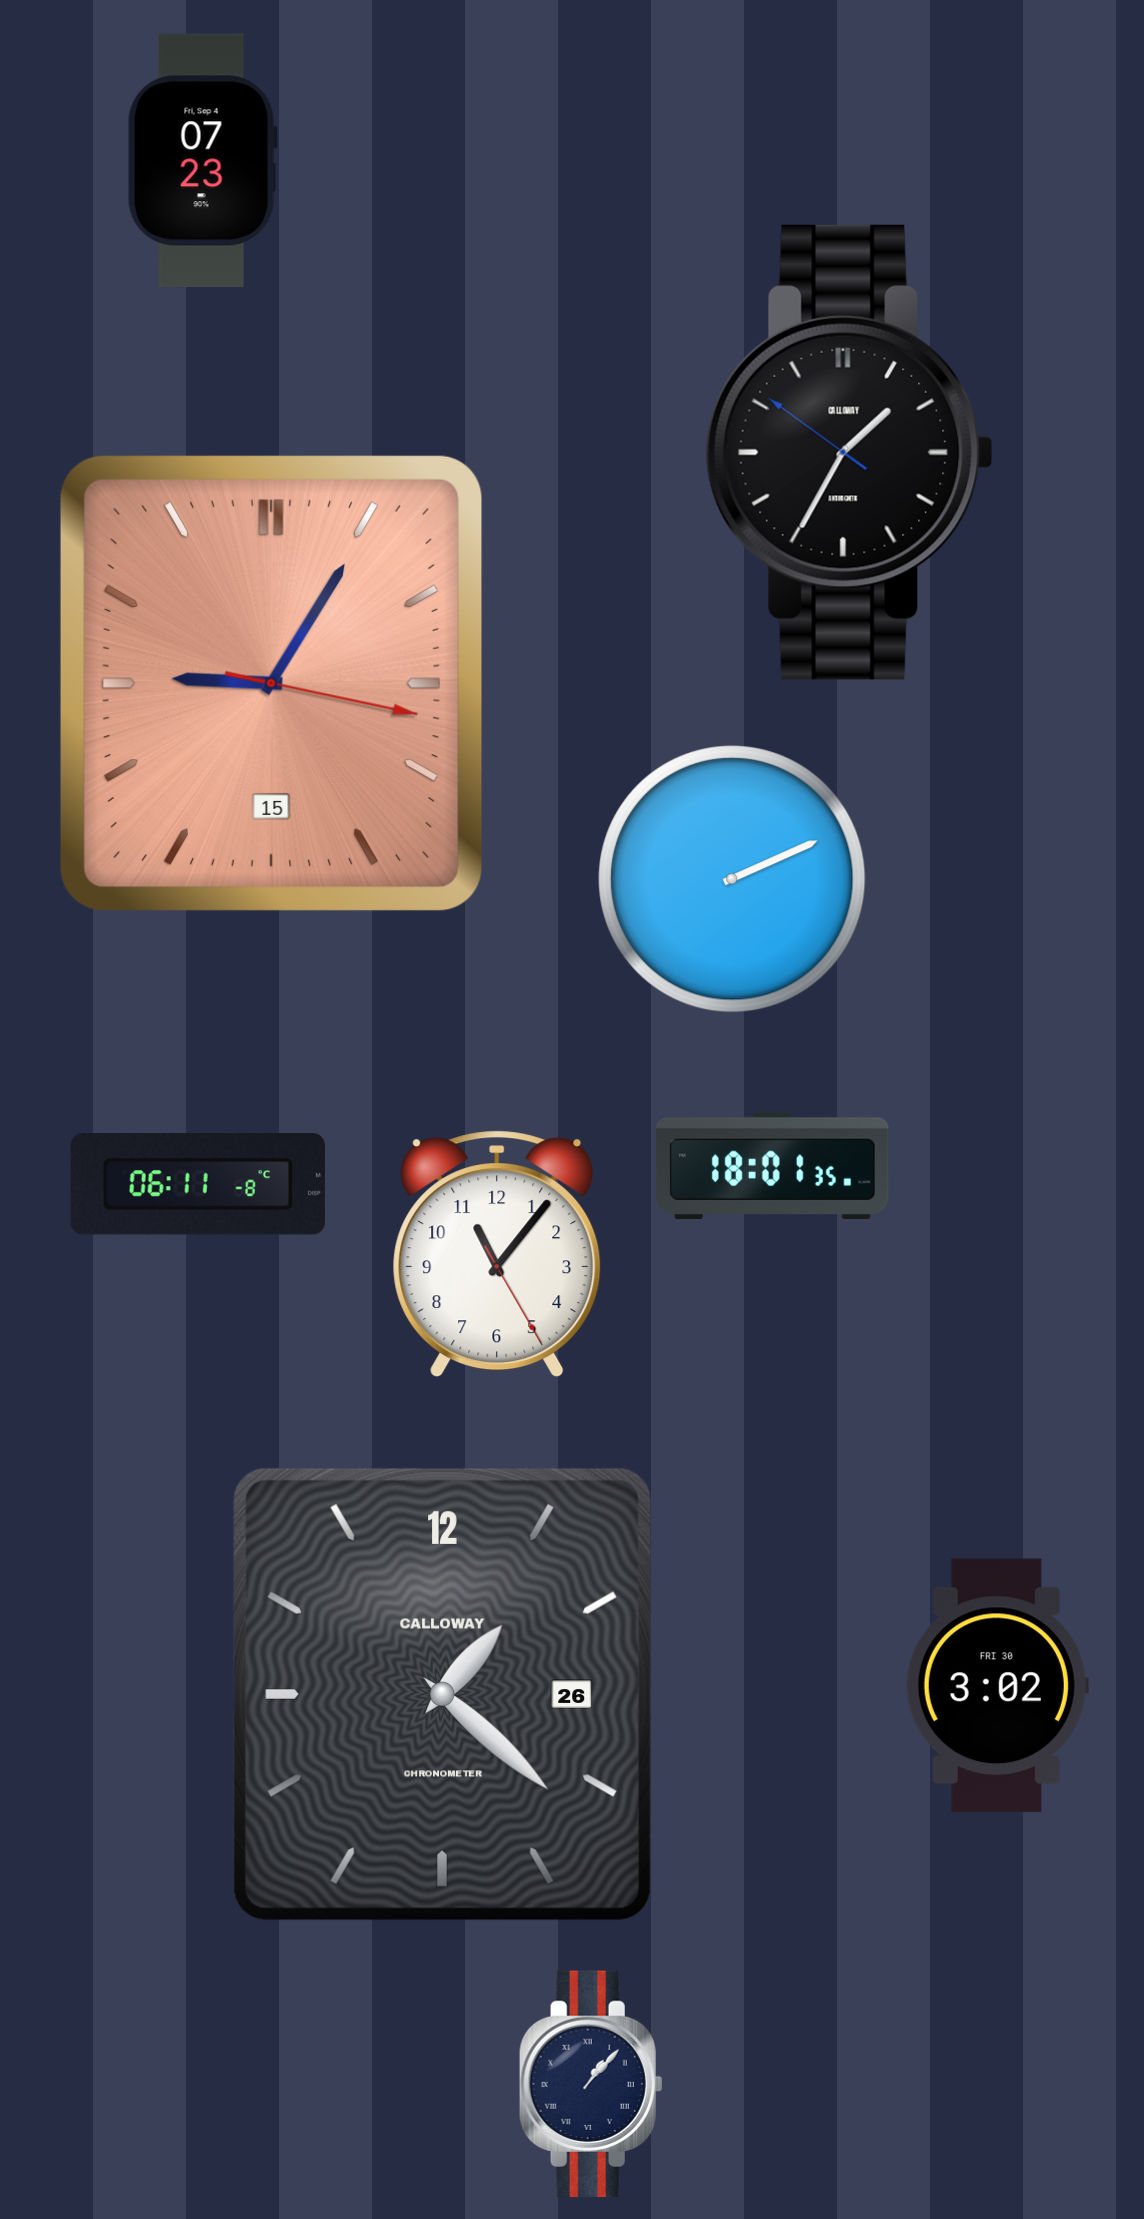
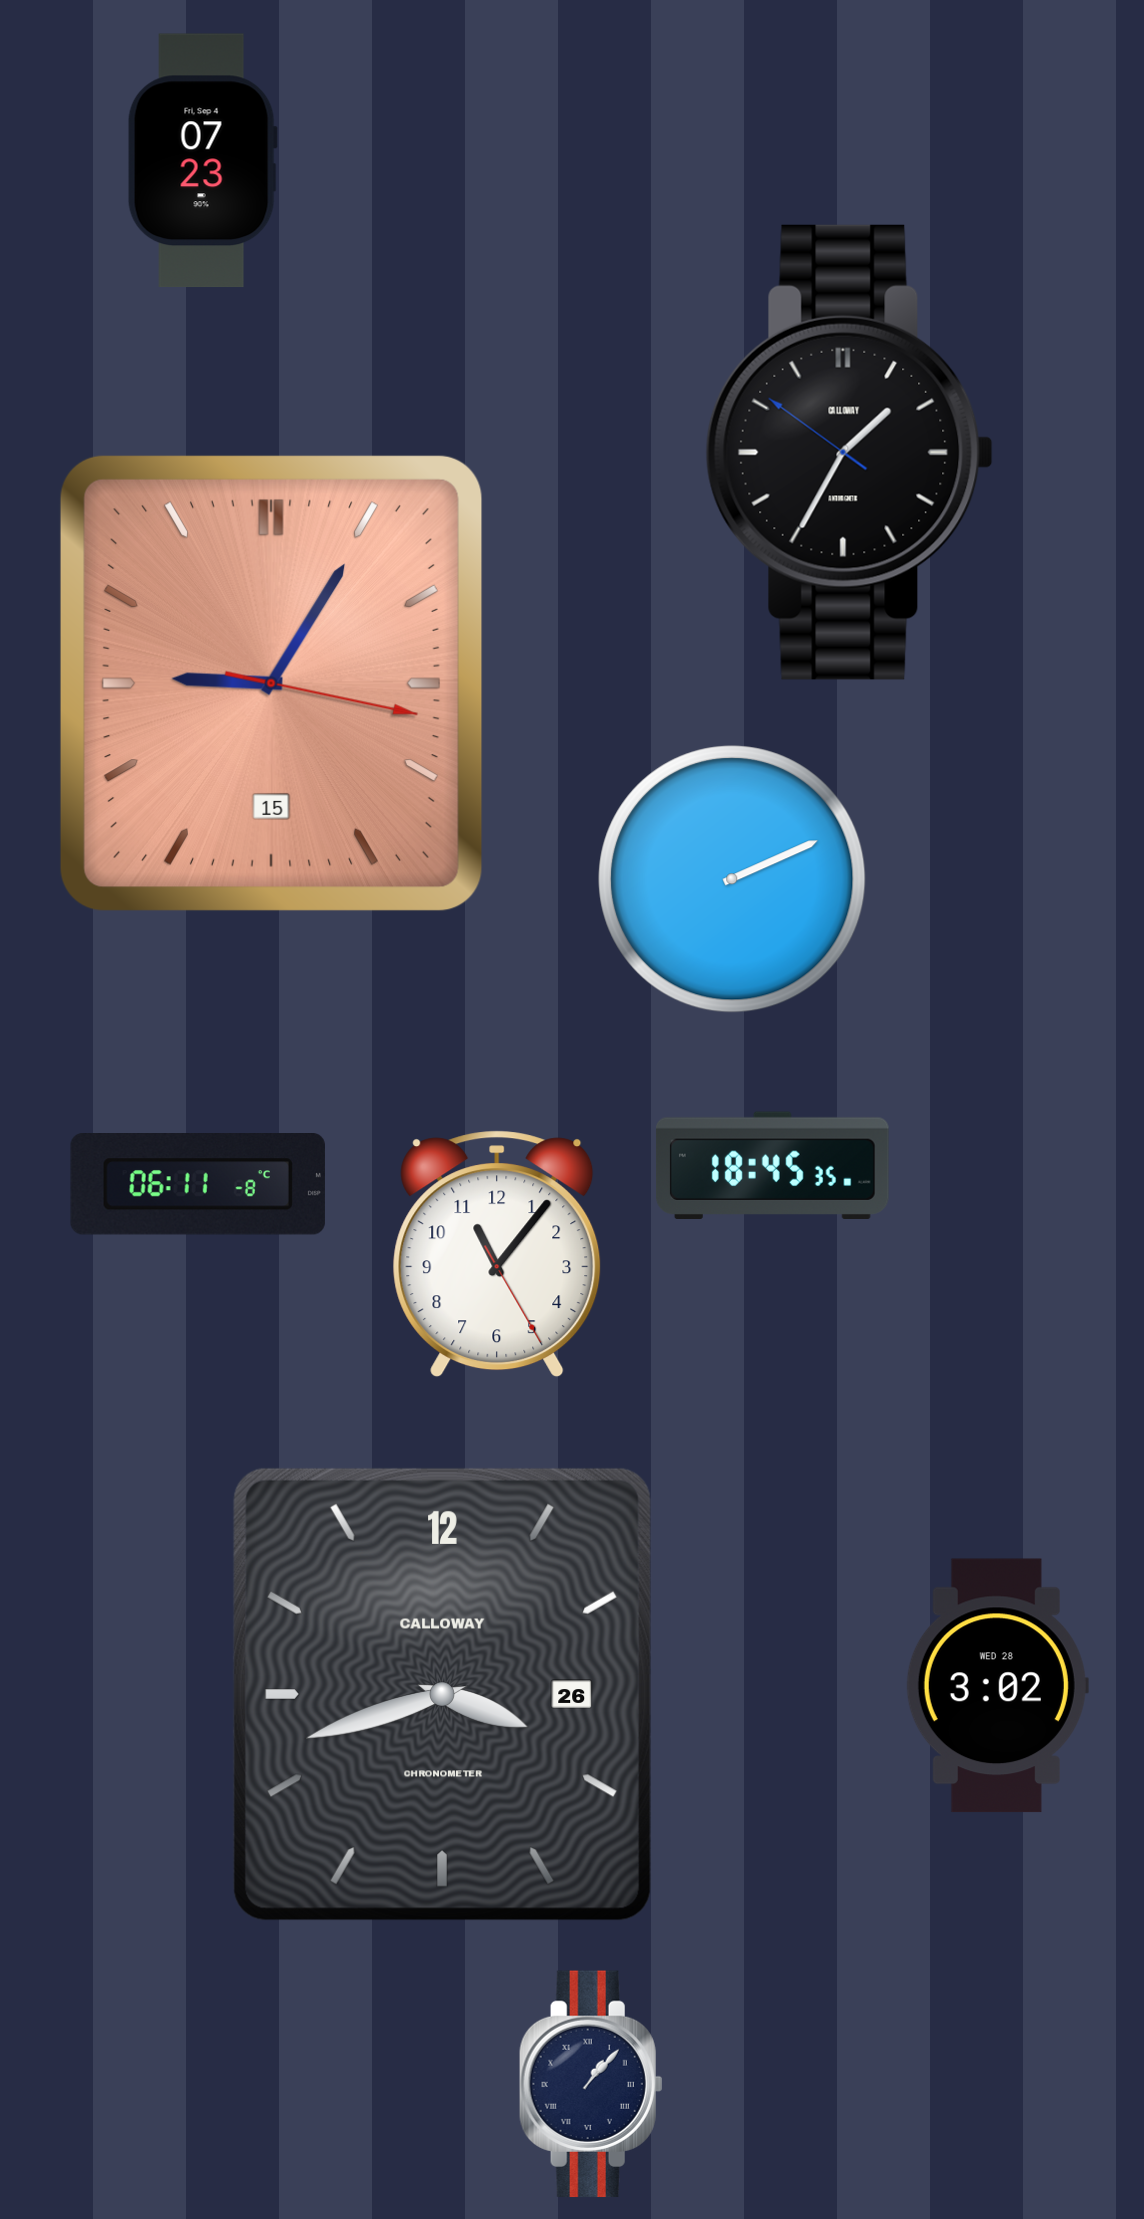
clock at (772, 1165): 18:01 -> 18:45
clock at (997, 1686) date: FRI 30 -> WED 28
clock at (442, 1694): 1:22 -> 3:42
